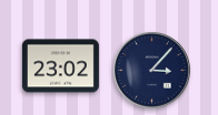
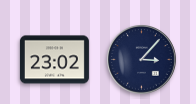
clock at (152, 71) position: (152, 71) -> (142, 60)
